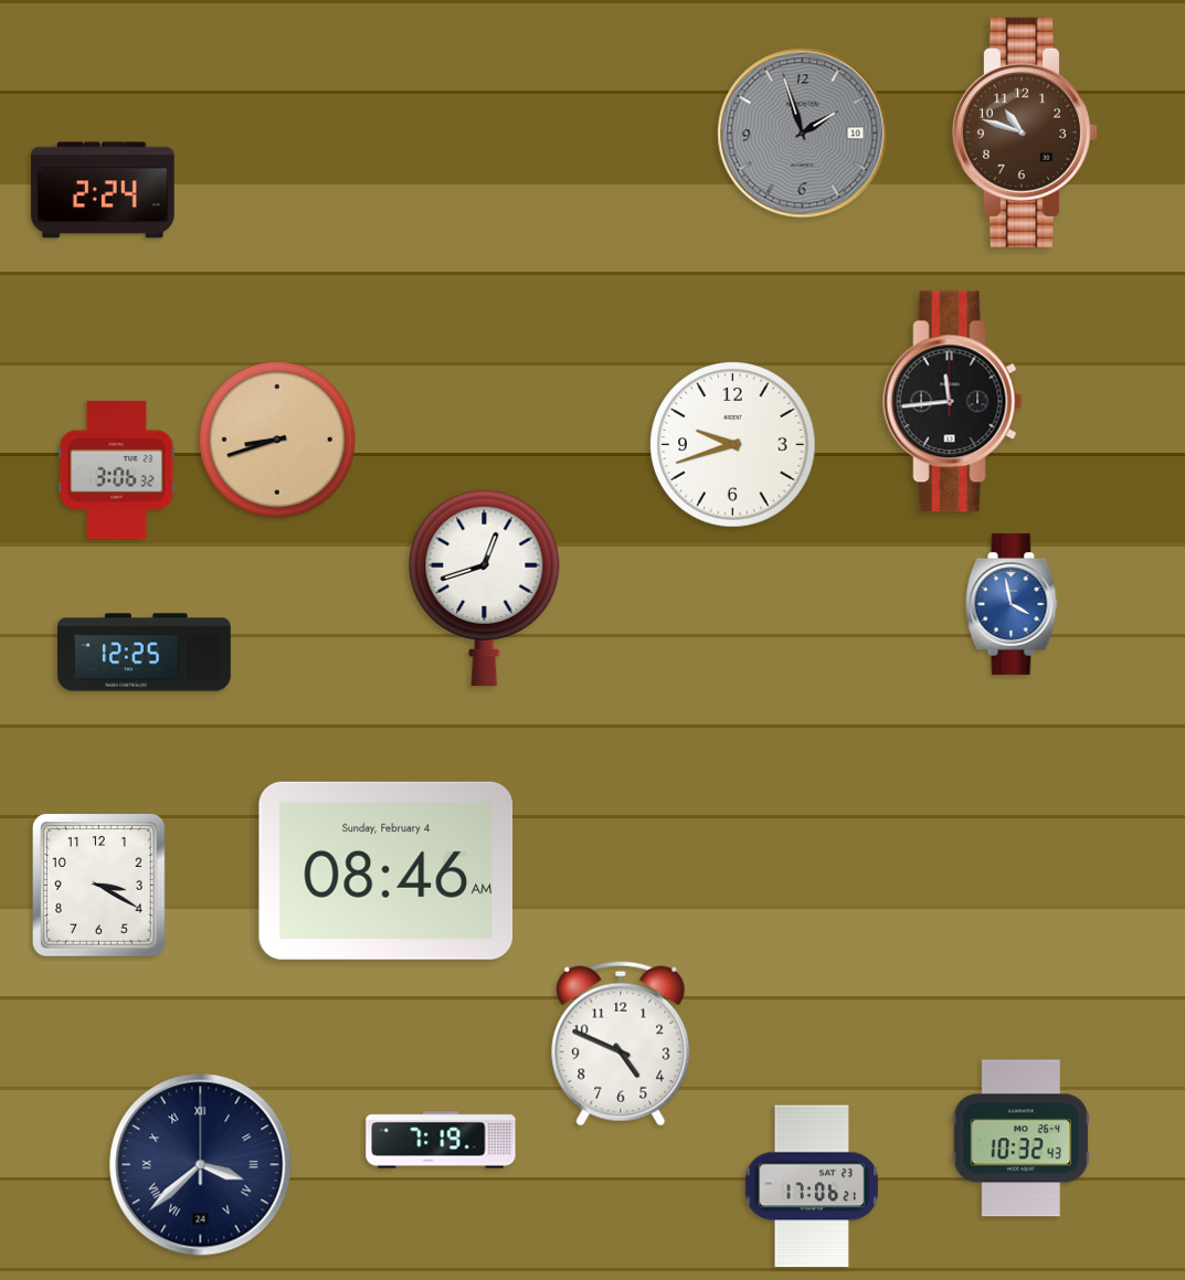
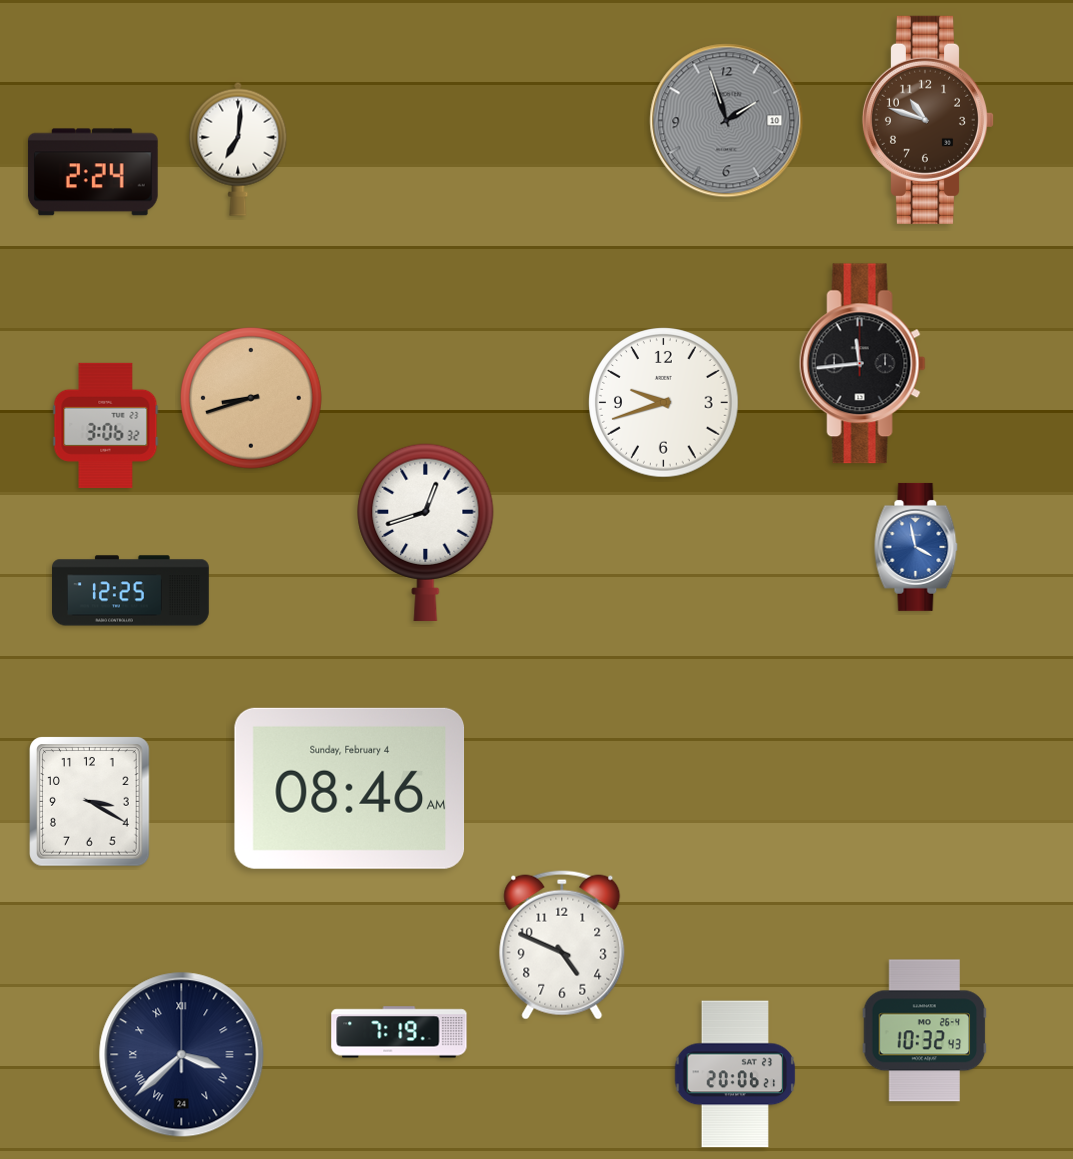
clock at (238, 149): none -> 7:01
clock at (485, 588) position: (485, 588) -> (426, 532)
clock at (812, 1186): 17:06 -> 20:06
